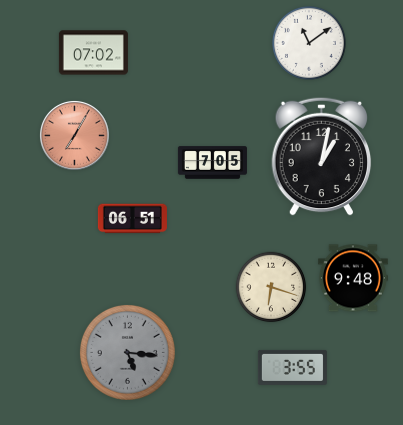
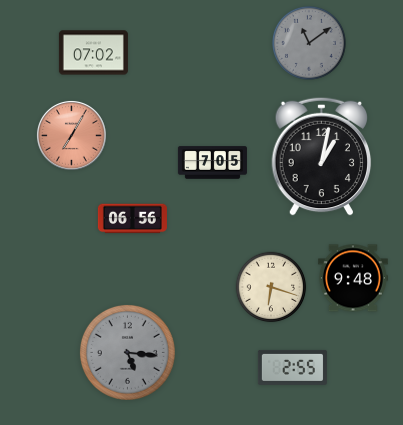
clock at (309, 43) dial: white -> grey
clock at (74, 135) position: (74, 135) -> (71, 135)
clock at (132, 219): 06:51 -> 06:56
clock at (292, 367): 3:55 -> 2:55
